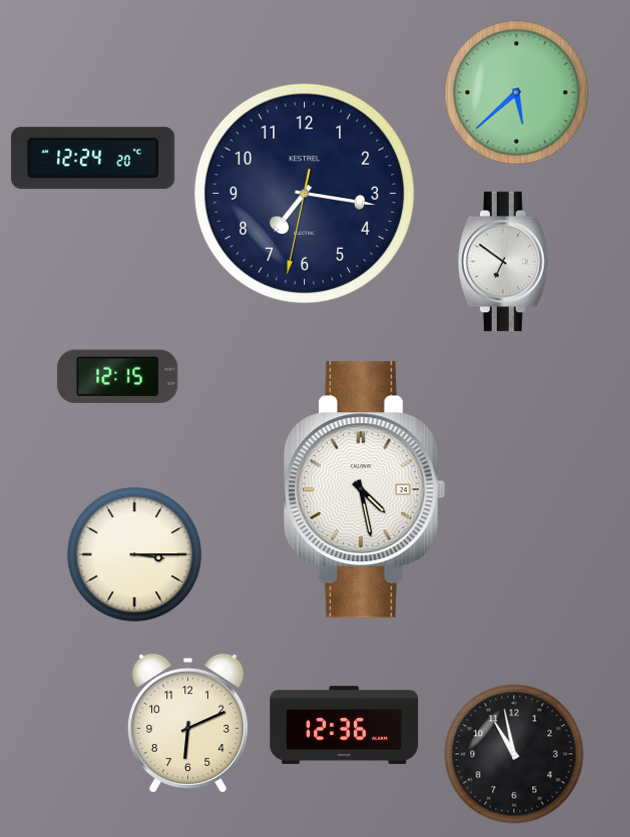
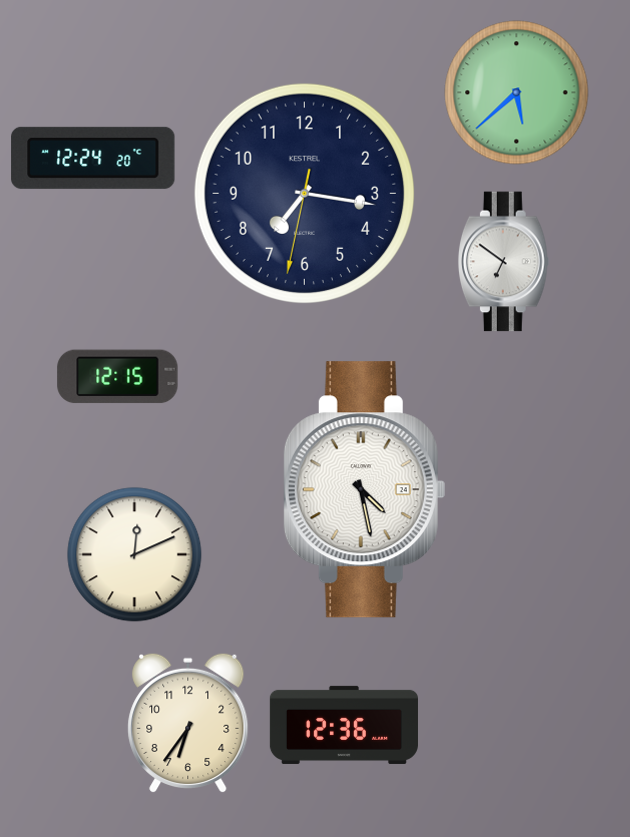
clock at (135, 555): 3:15 -> 12:11
clock at (188, 723): 6:11 -> 6:36
clock at (514, 754): 10:58 -> none
